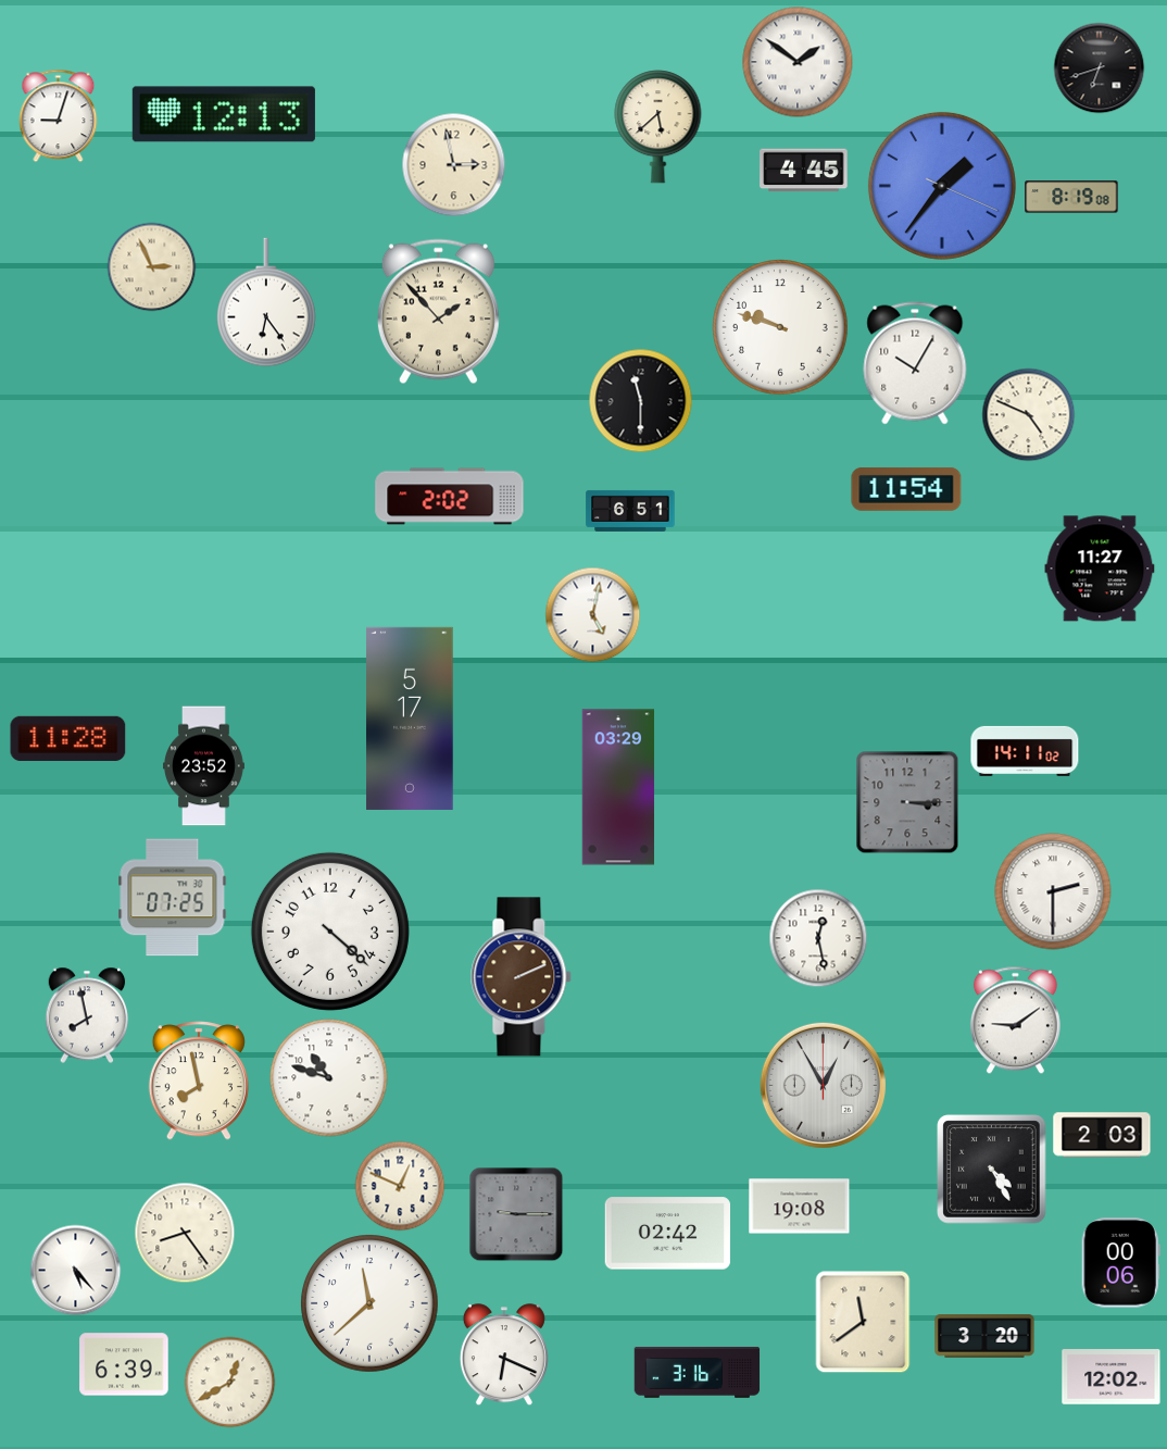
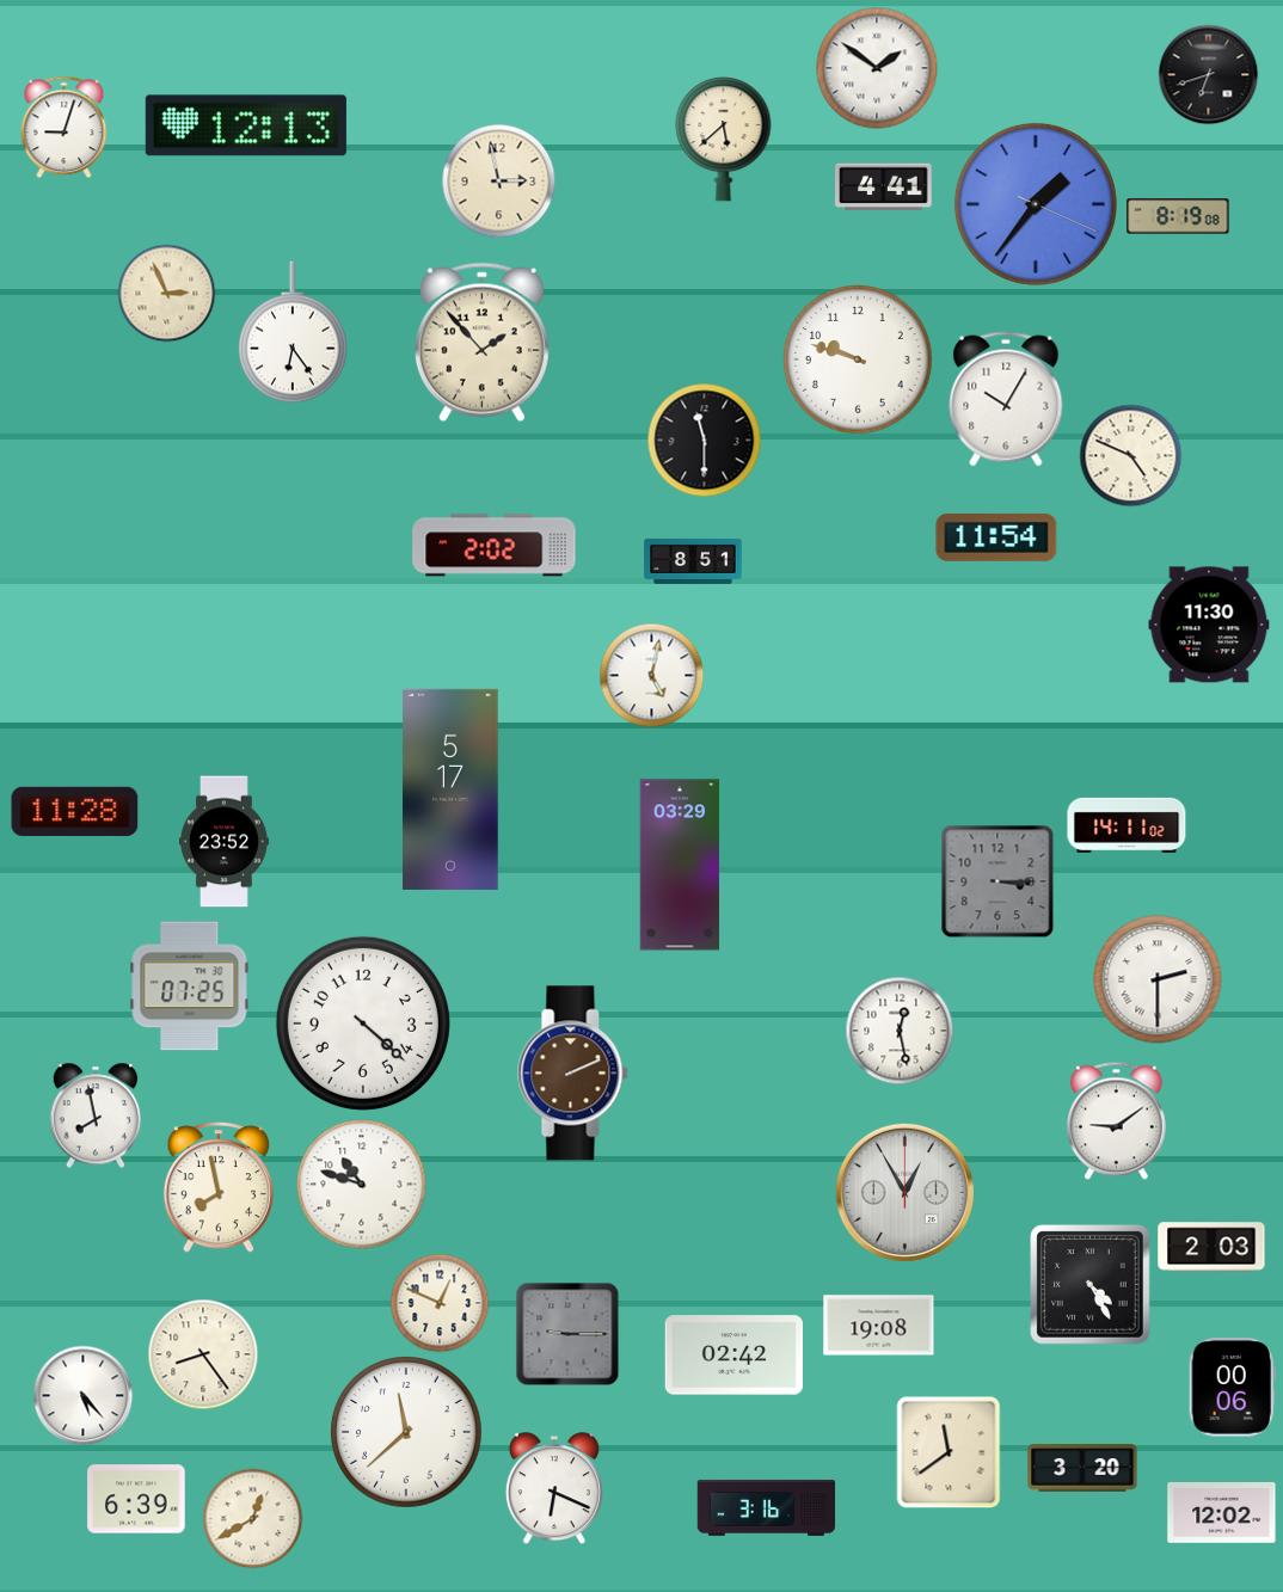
clock at (804, 171): 4:45 -> 4:41
clock at (630, 511): 6:51 -> 8:51
clock at (1100, 569): 11:27 -> 11:30
